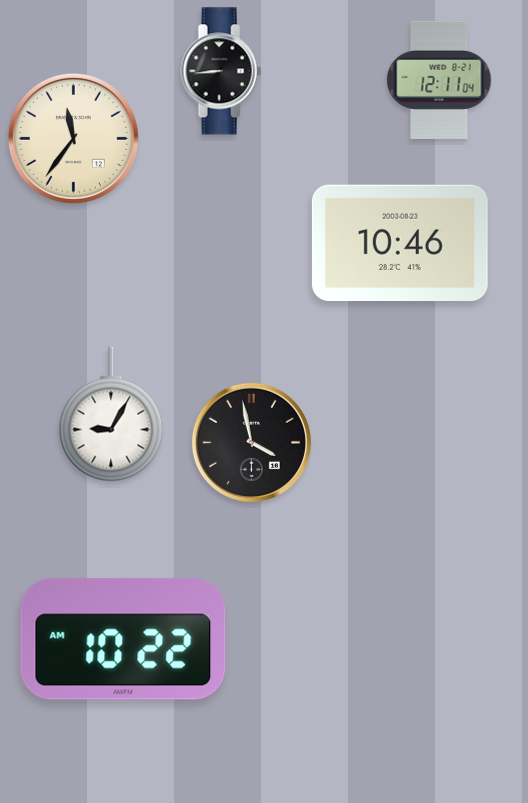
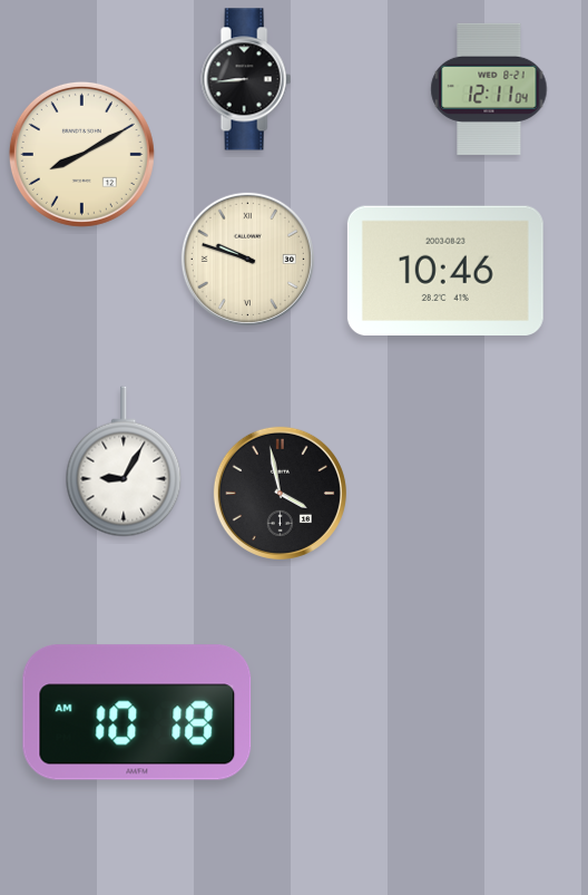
clock at (73, 138): 11:36 -> 8:10
clock at (247, 259): none -> 9:48
clock at (123, 639): 10:22 -> 10:18
